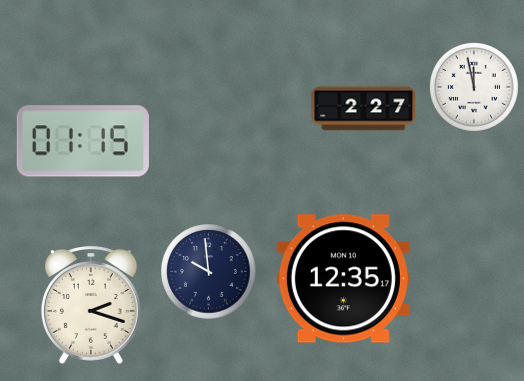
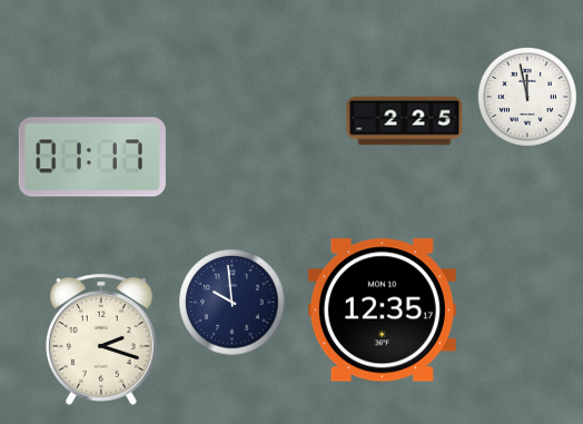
clock at (364, 109): 2:27 -> 2:25
clock at (83, 141): 01:15 -> 01:17
